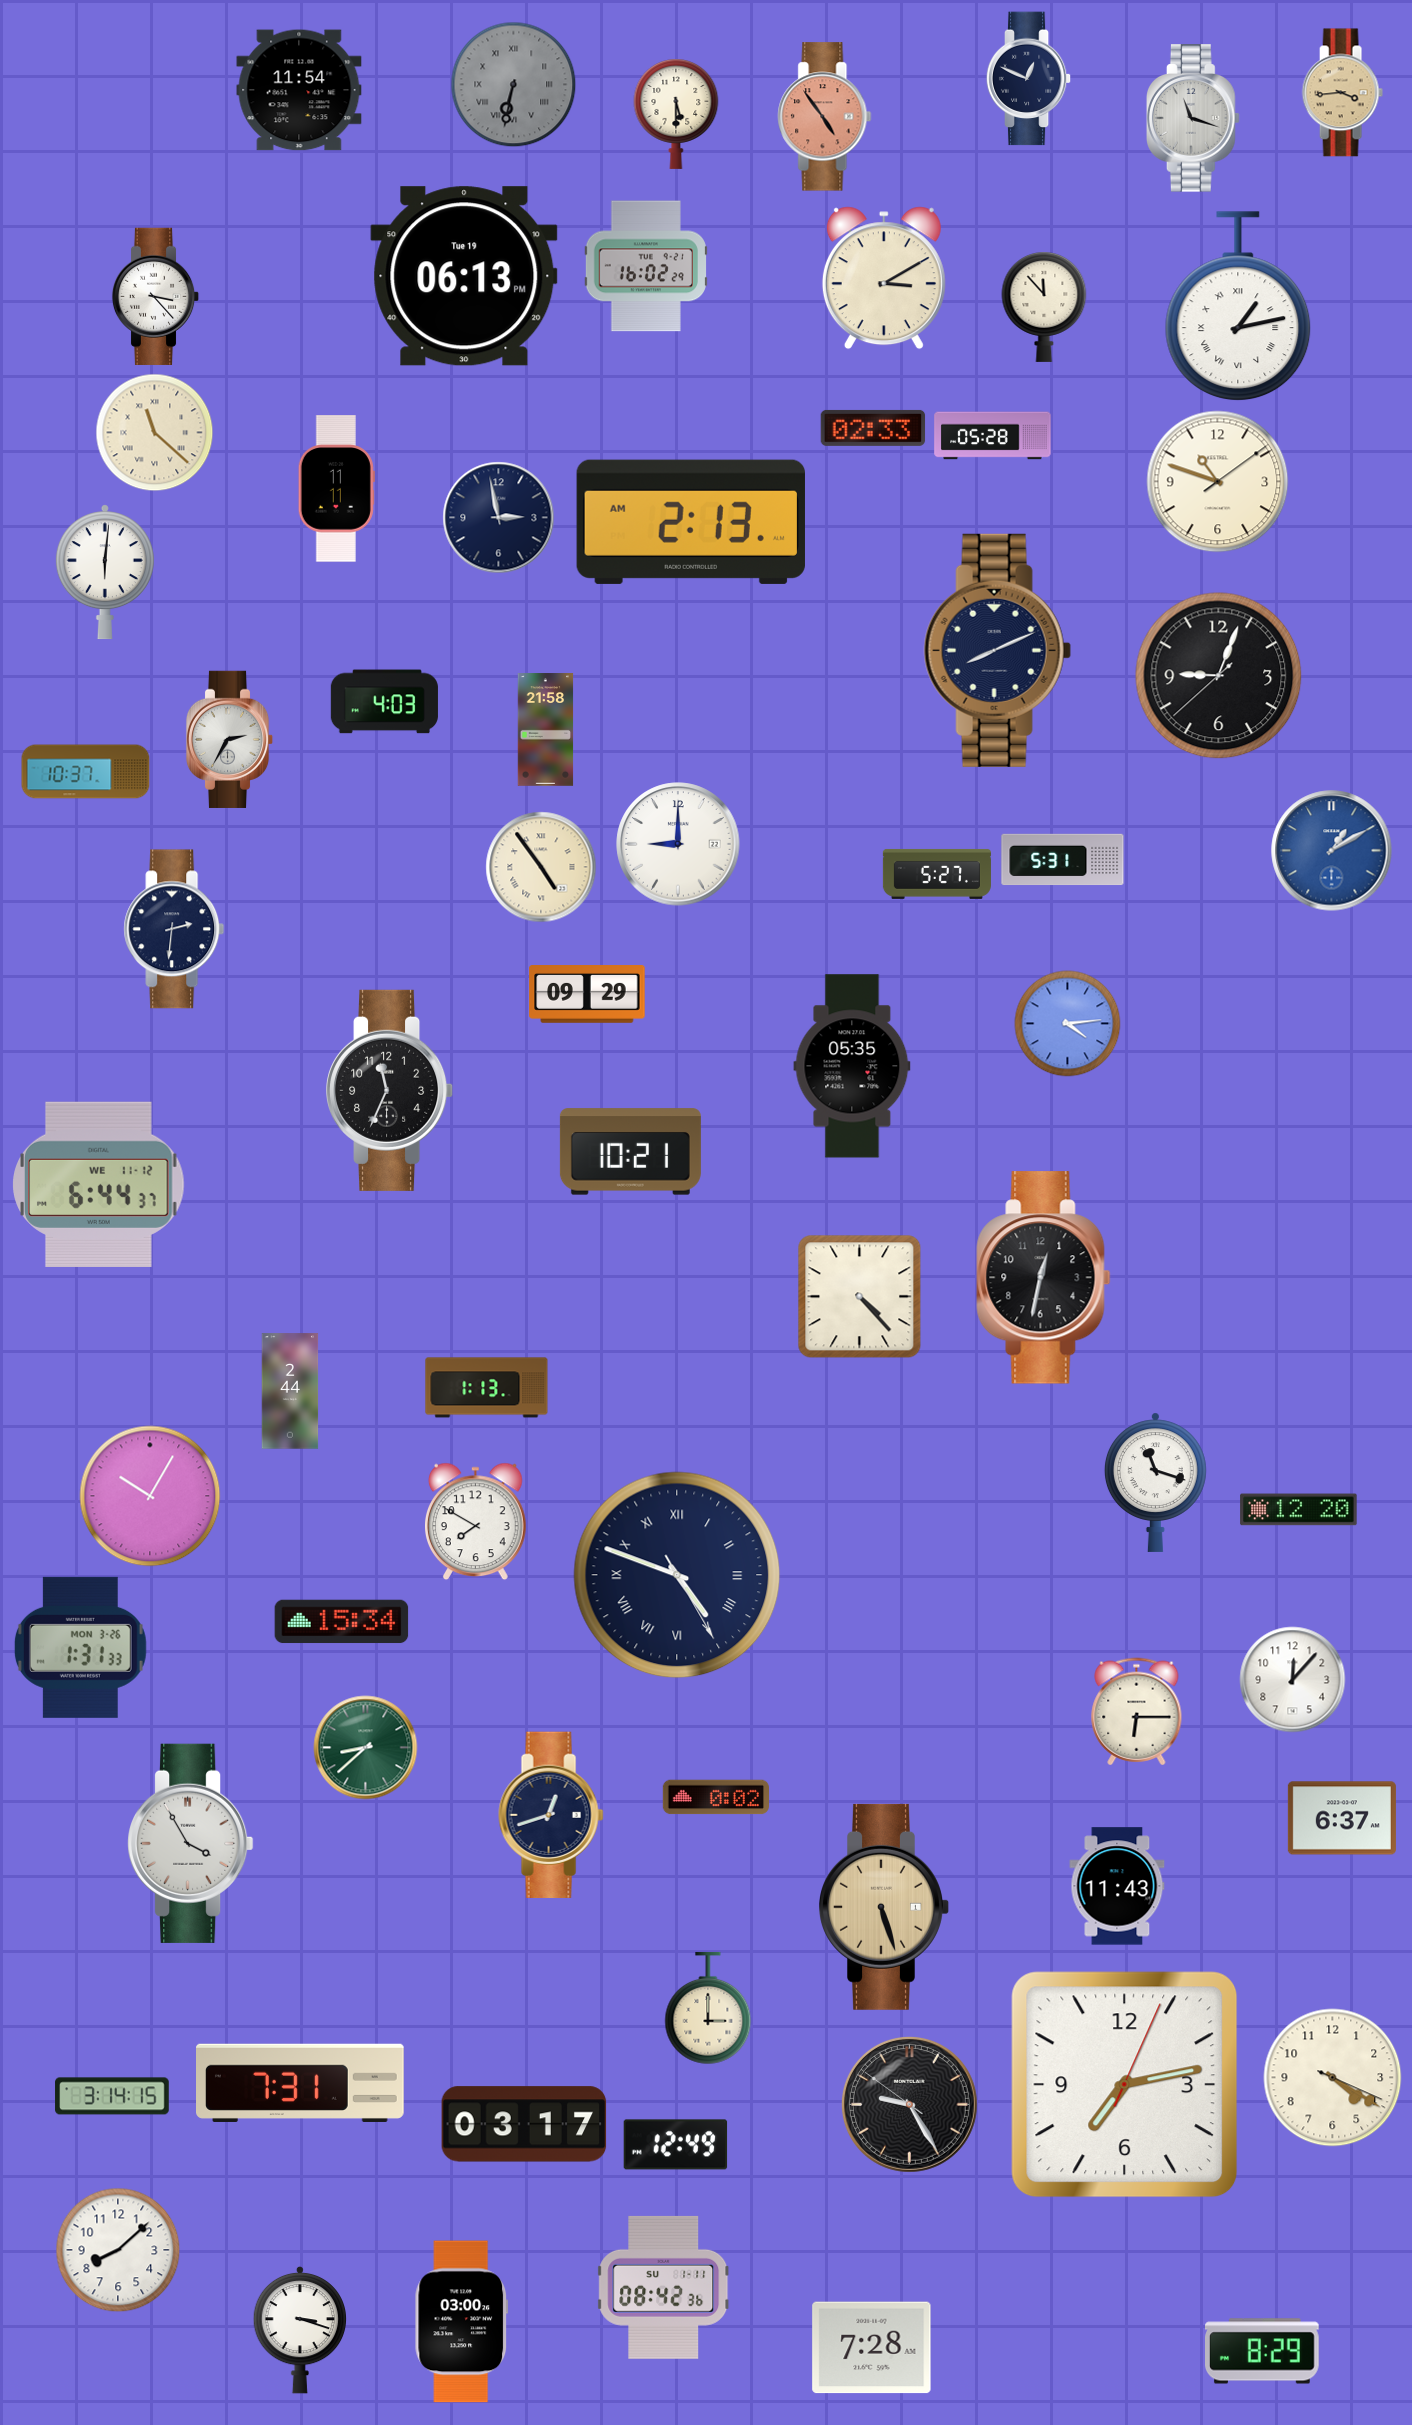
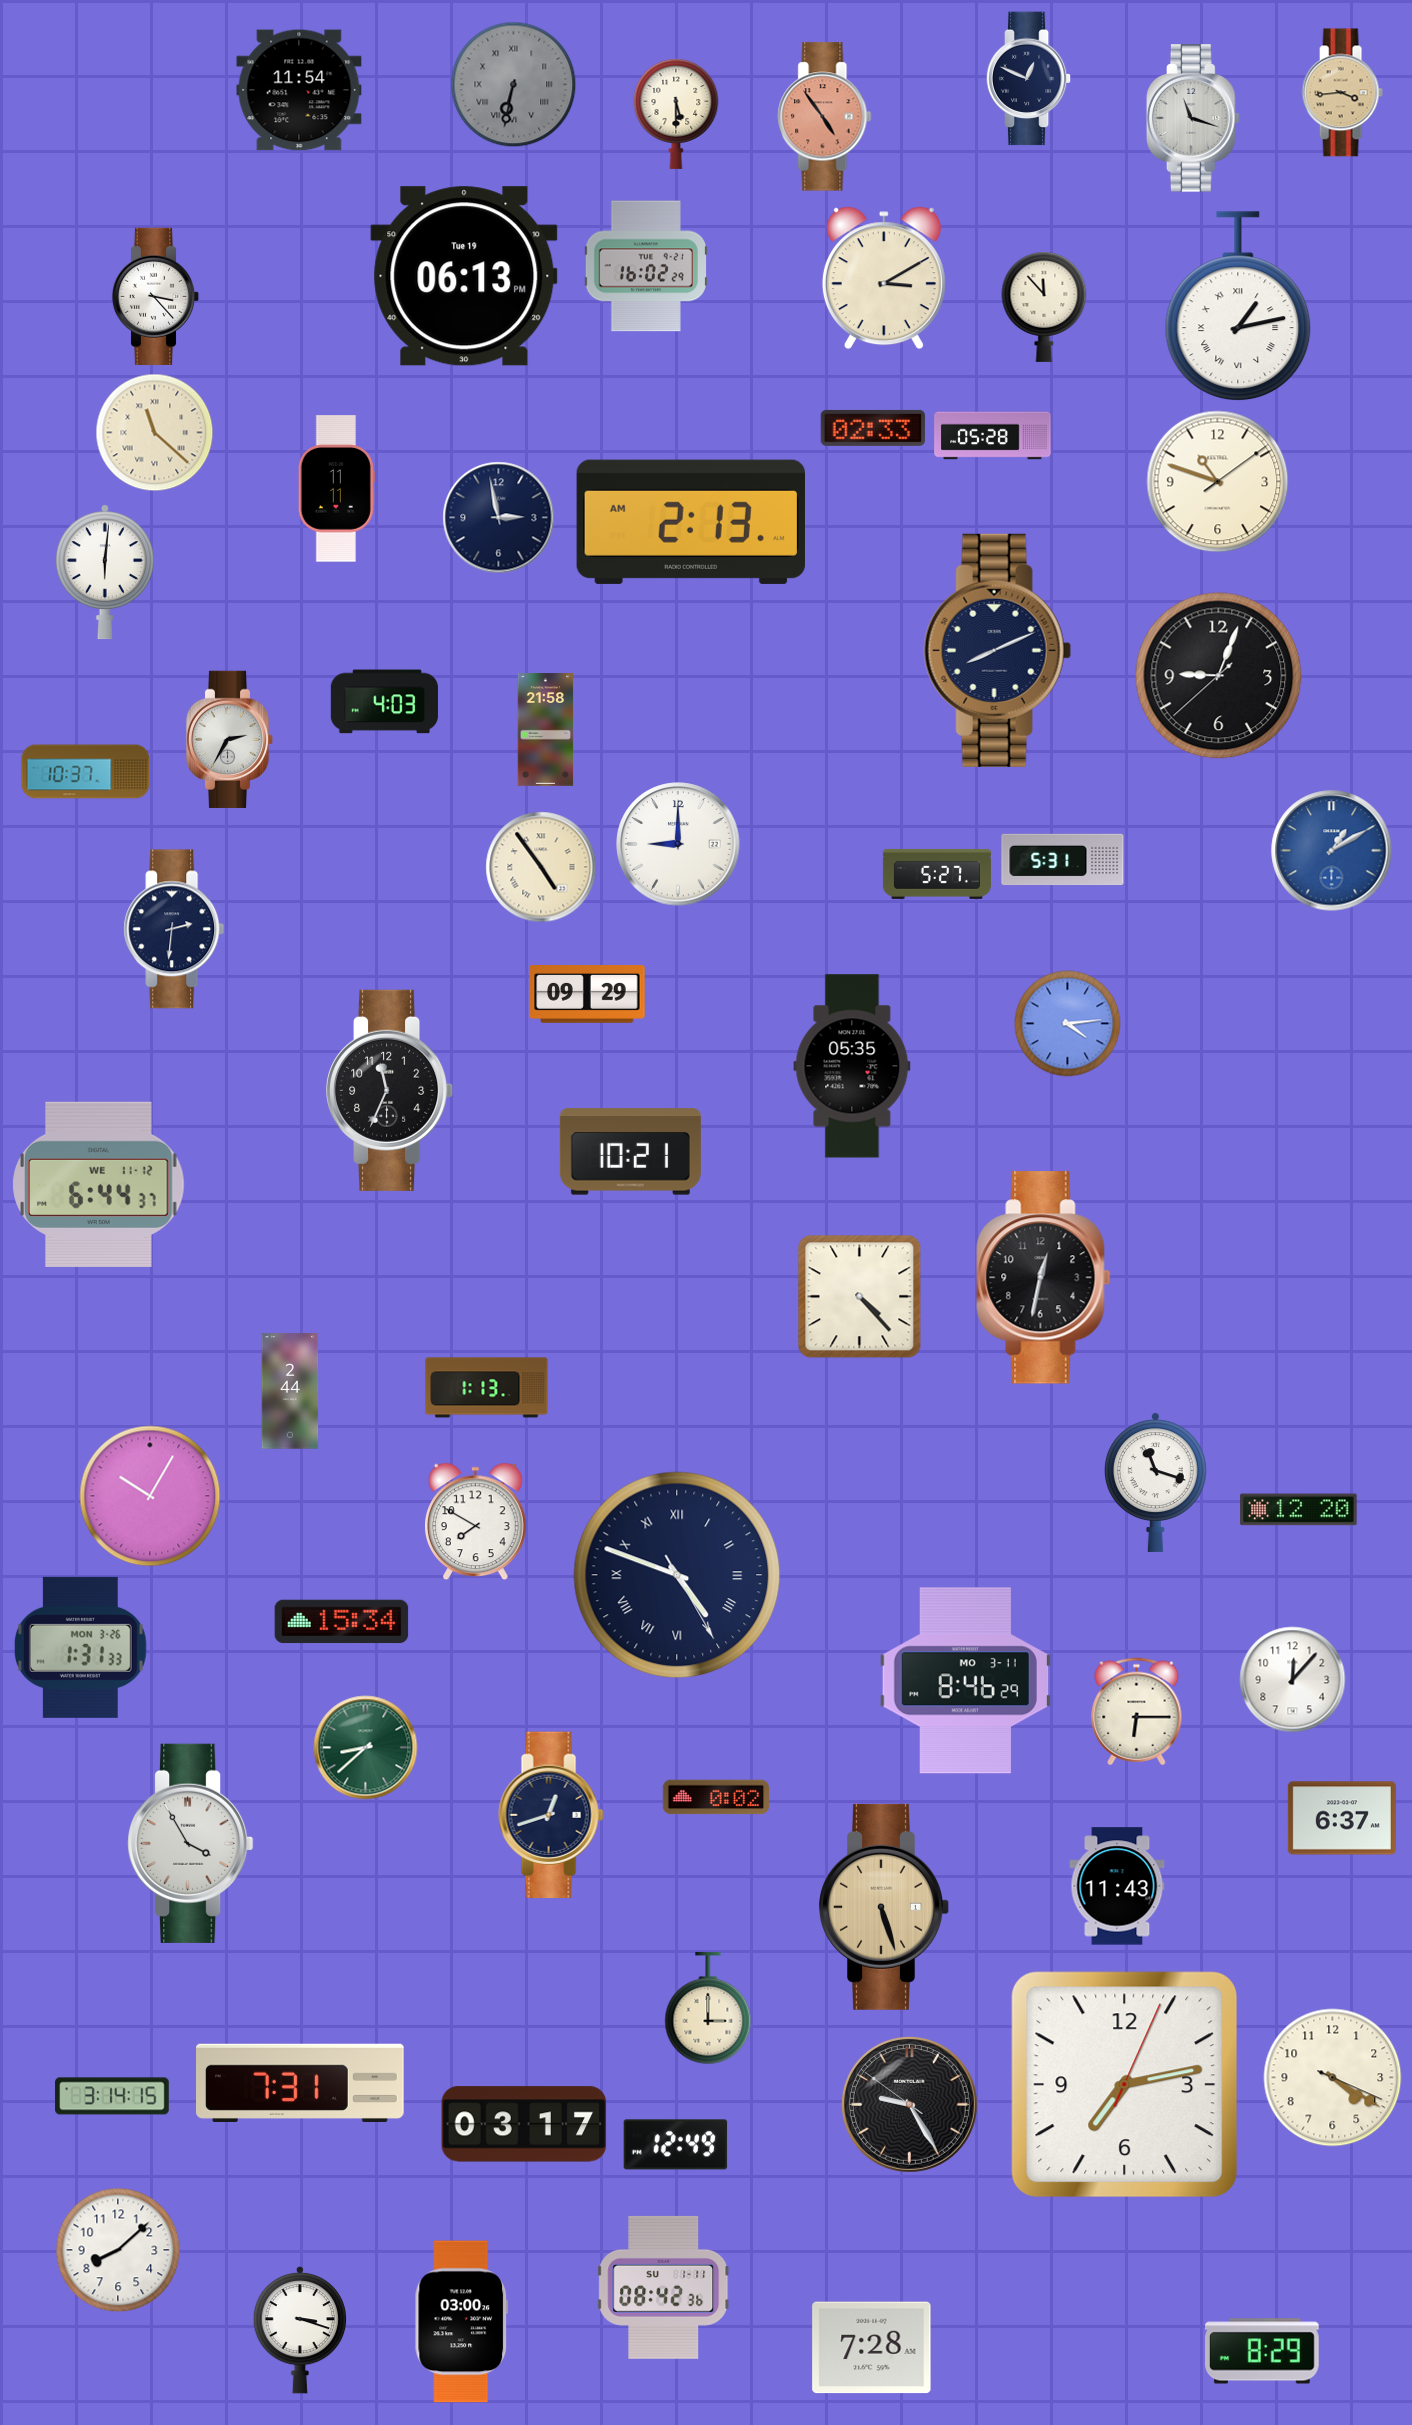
clock at (965, 1681): none -> 8:46
